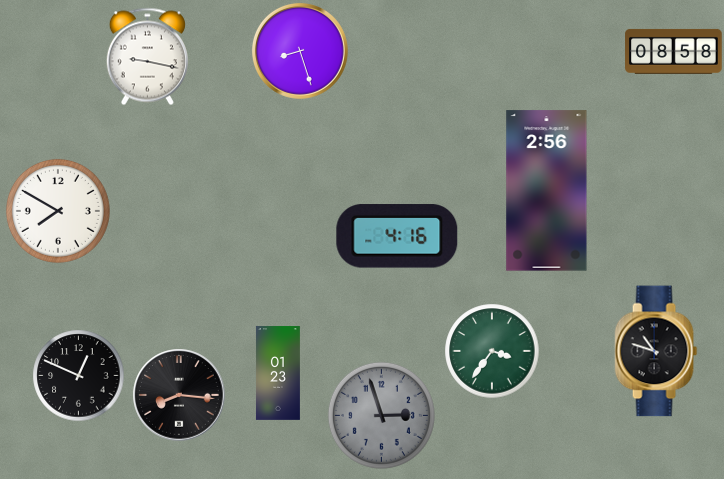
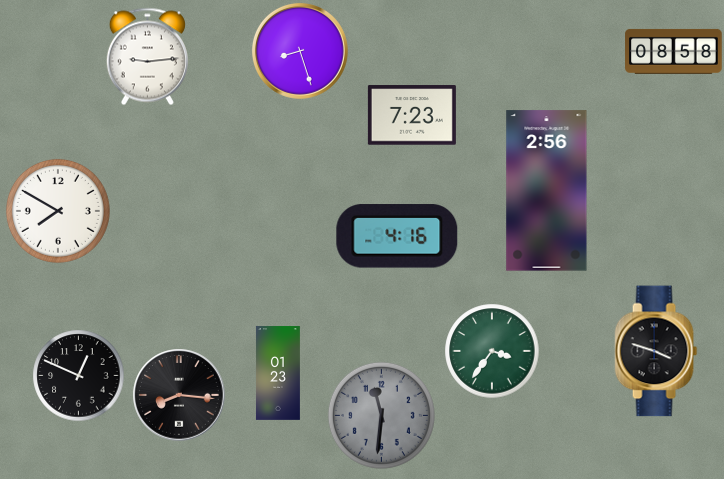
clock at (147, 56): 9:17 -> 9:14
clock at (412, 115): none -> 7:23
clock at (656, 351): 10:48 -> 3:48
clock at (381, 415): 2:57 -> 11:31
